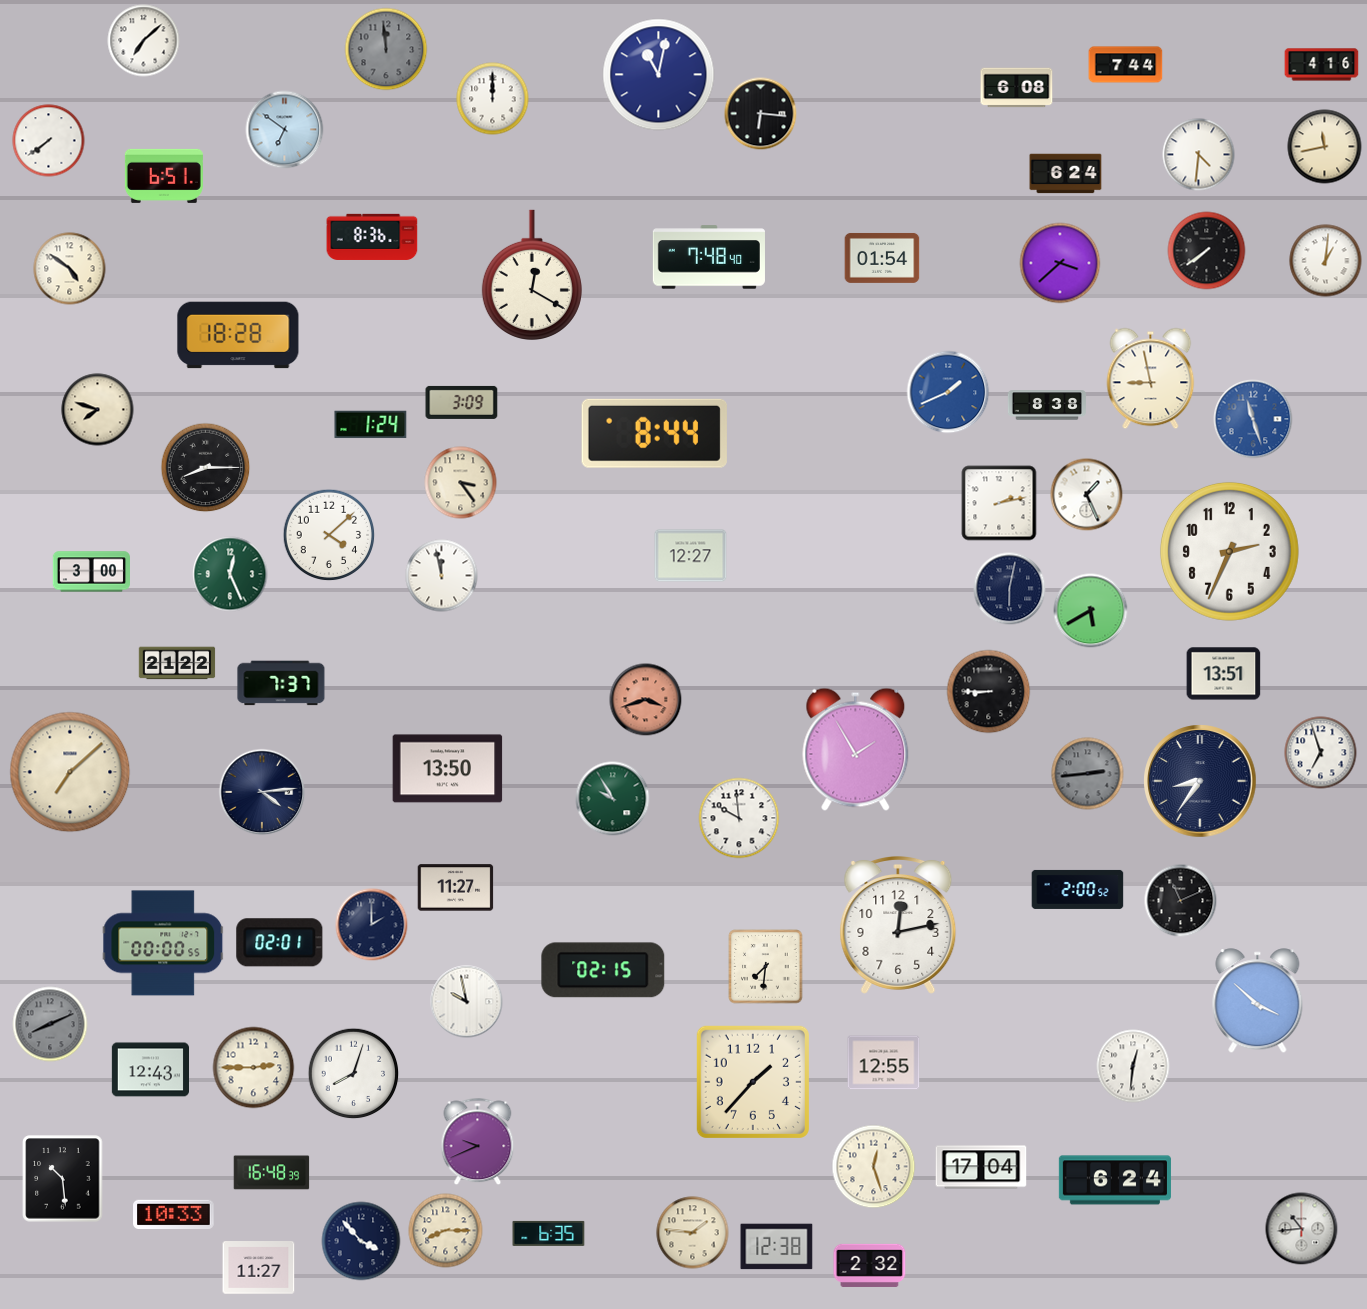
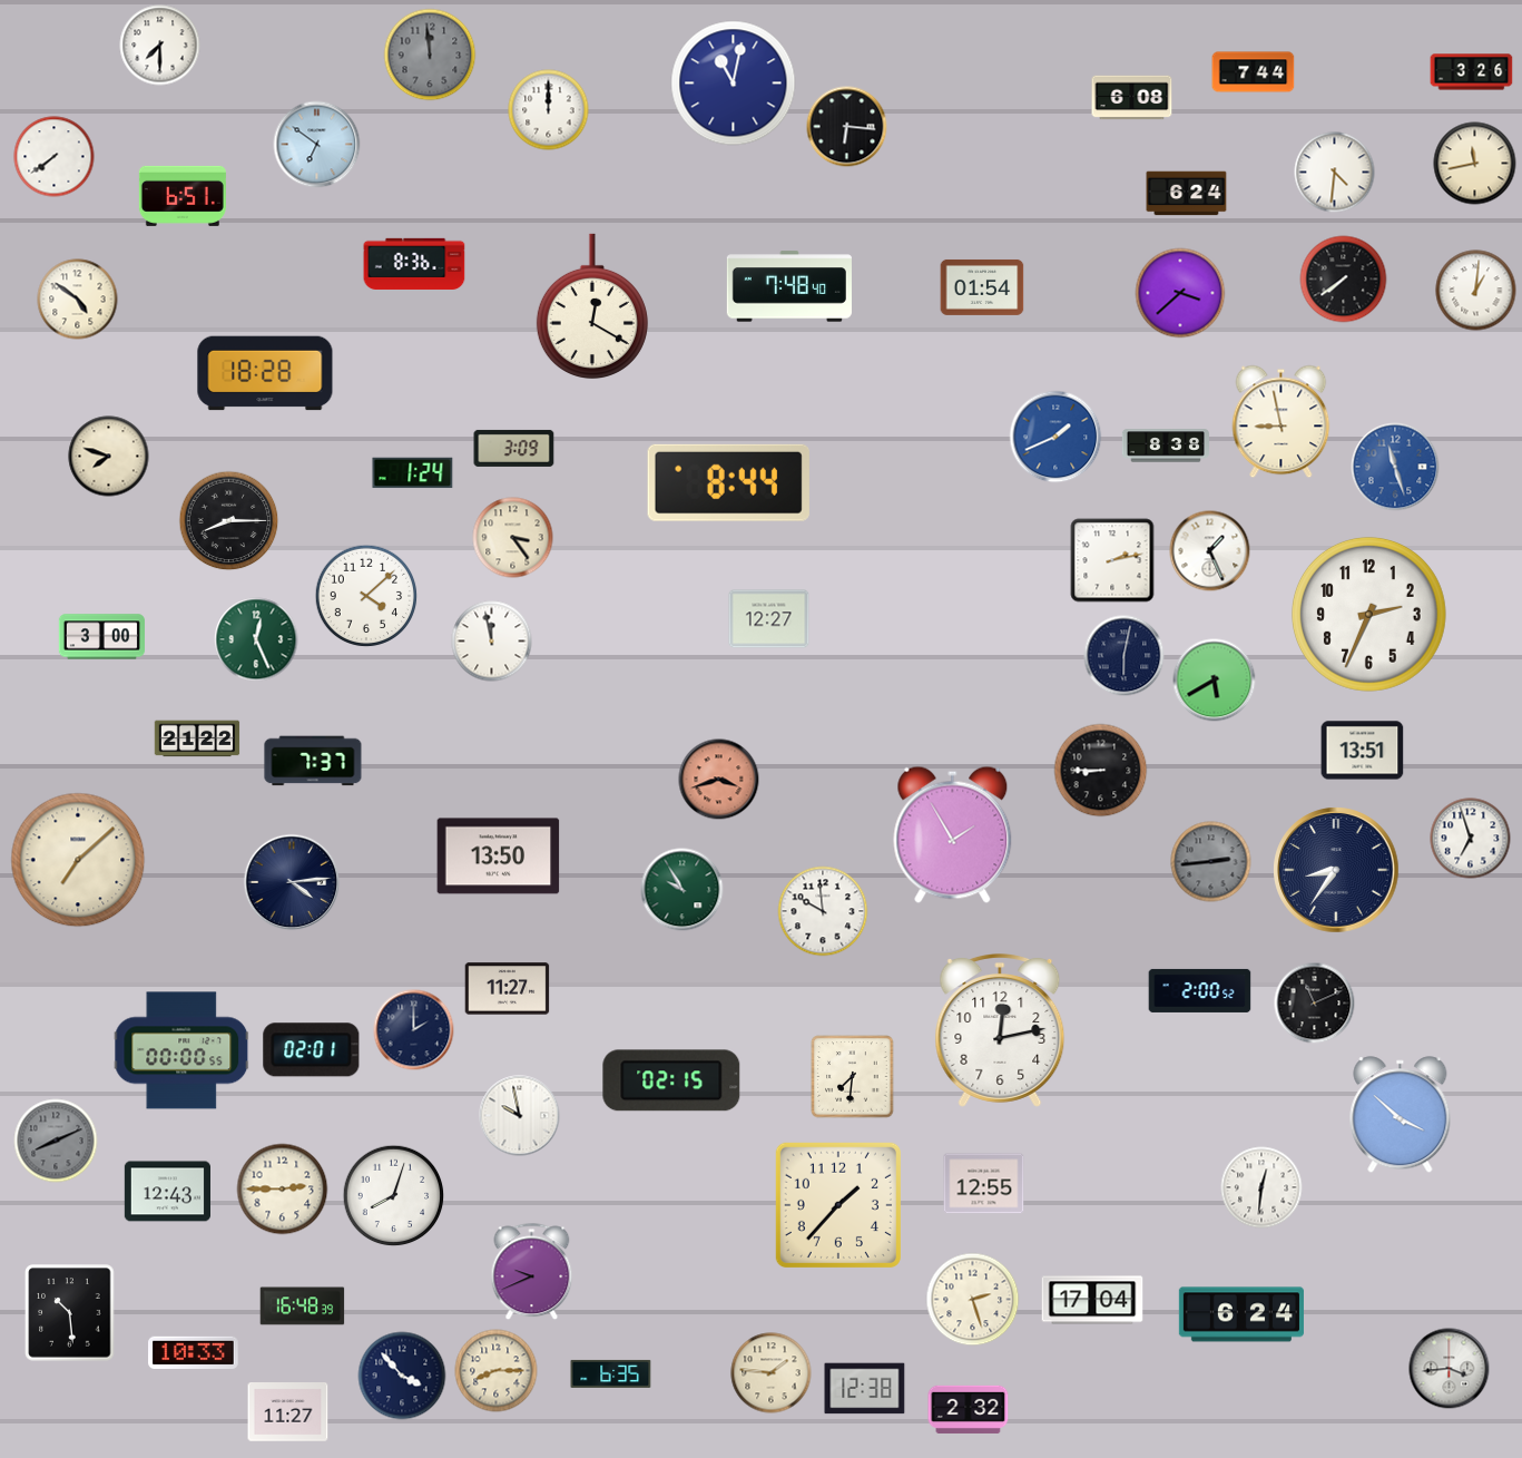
clock at (144, 41): 7:08 -> 7:30
clock at (1322, 65): 4:16 -> 3:26
clock at (1047, 405) position: (1047, 405) -> (1166, 446)
clock at (874, 1167): 12:27 -> 2:27
clock at (1302, 1229): 10:44 -> 3:44
clock at (361, 1241) position: (361, 1241) -> (402, 1376)
